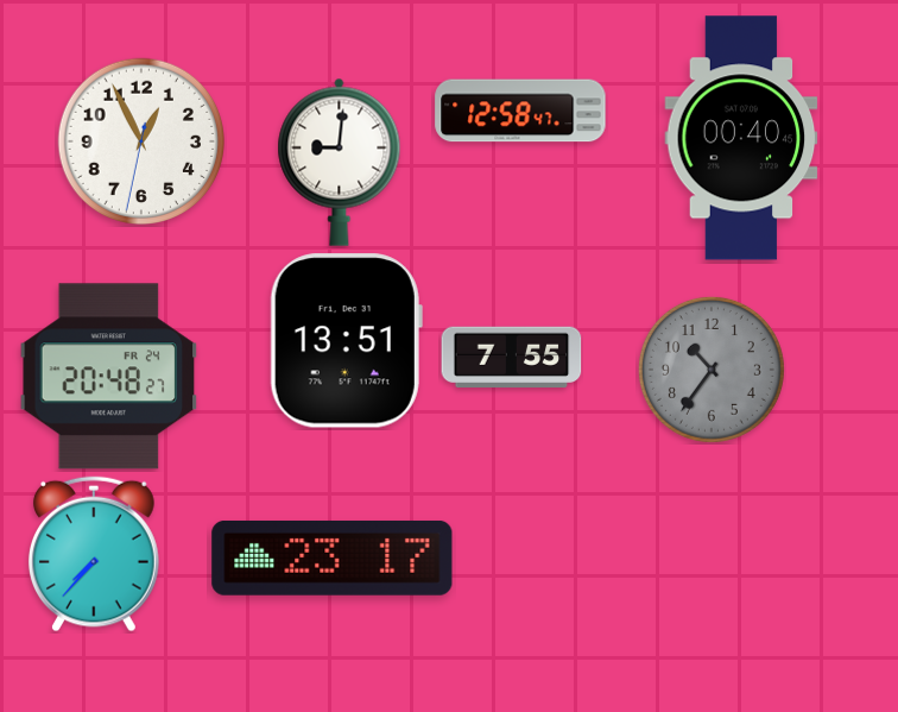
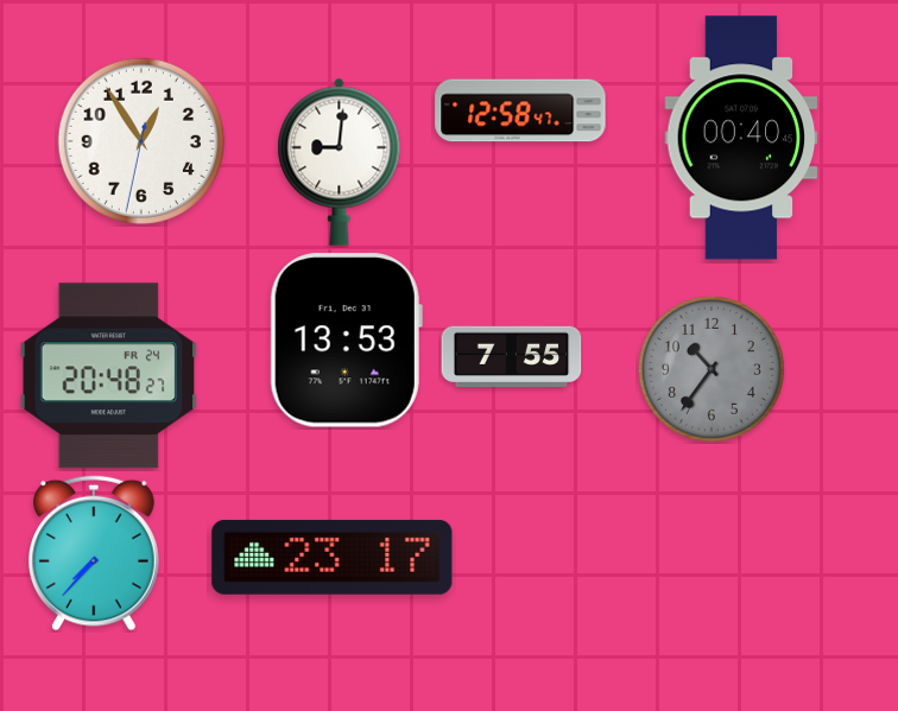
clock at (140, 140): 12:55 -> 12:54
clock at (346, 341): 13:51 -> 13:53
